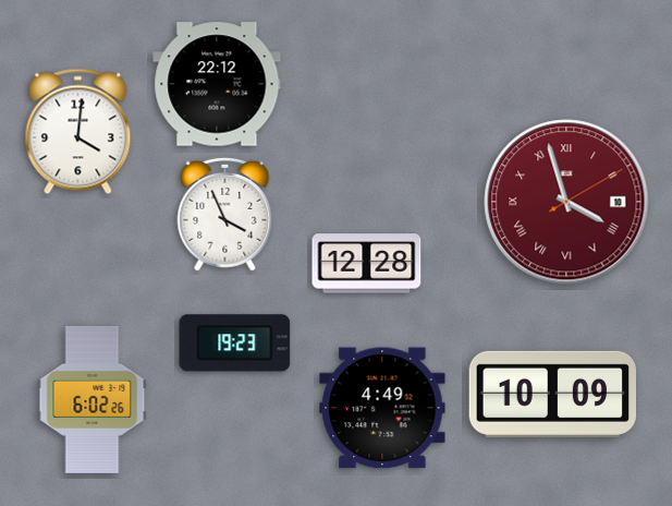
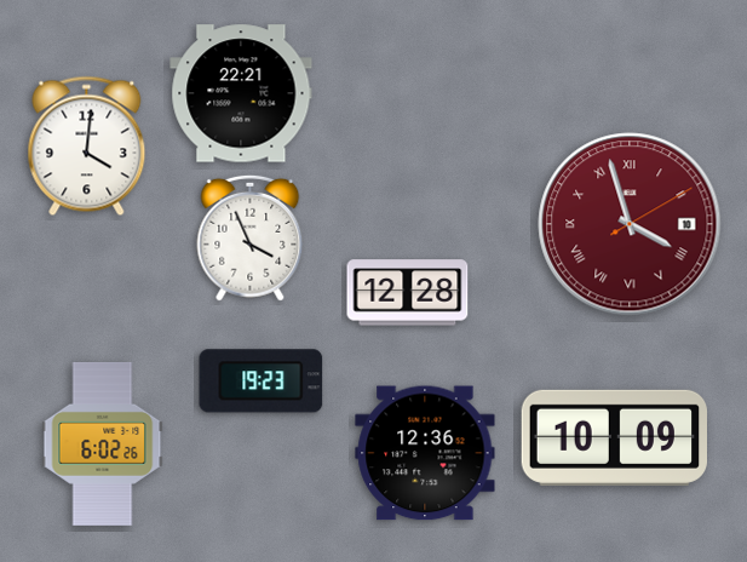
clock at (217, 84): 22:12 -> 22:21
clock at (382, 408): 4:49 -> 12:36
